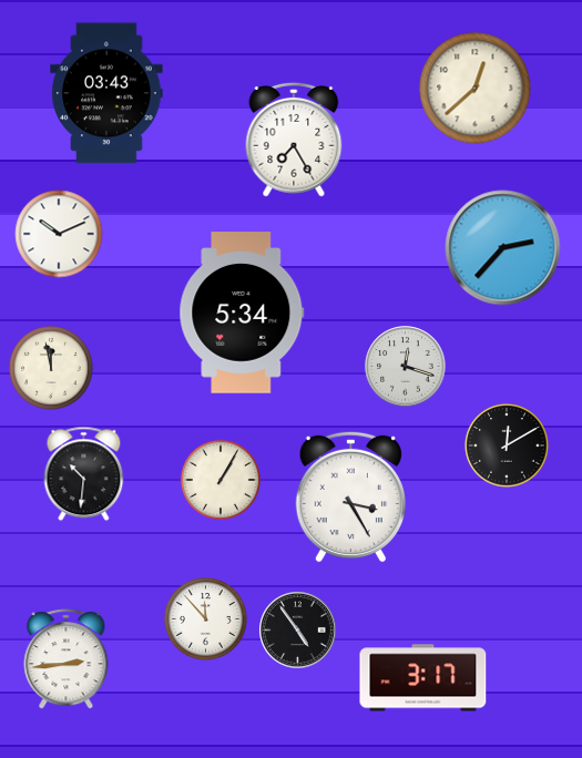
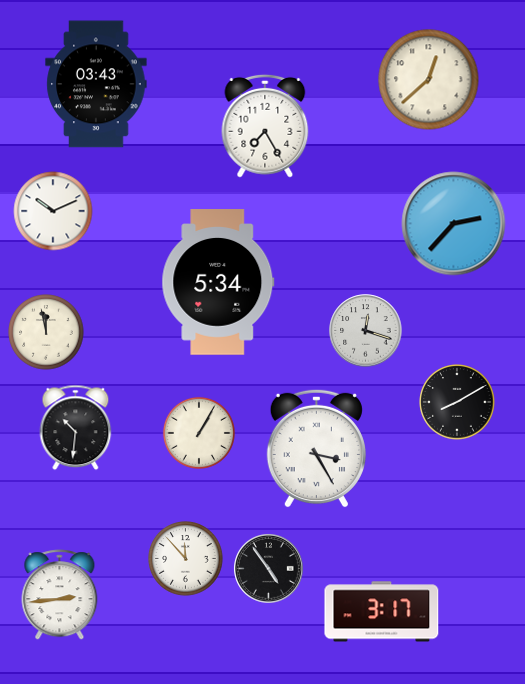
clock at (507, 445): 12:10 -> 8:10
